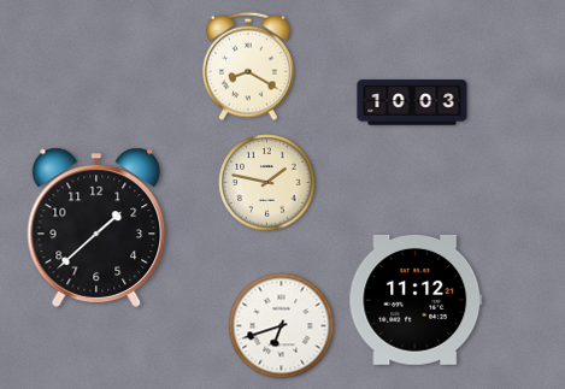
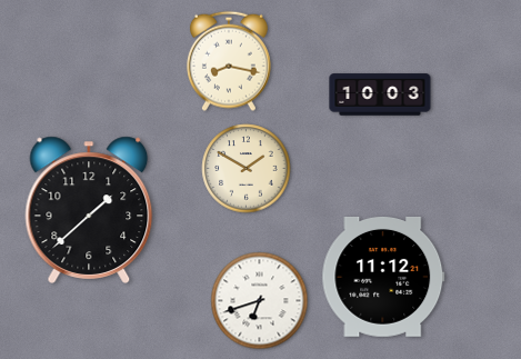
clock at (248, 66): 8:20 -> 8:17
clock at (267, 183): 1:47 -> 1:50
